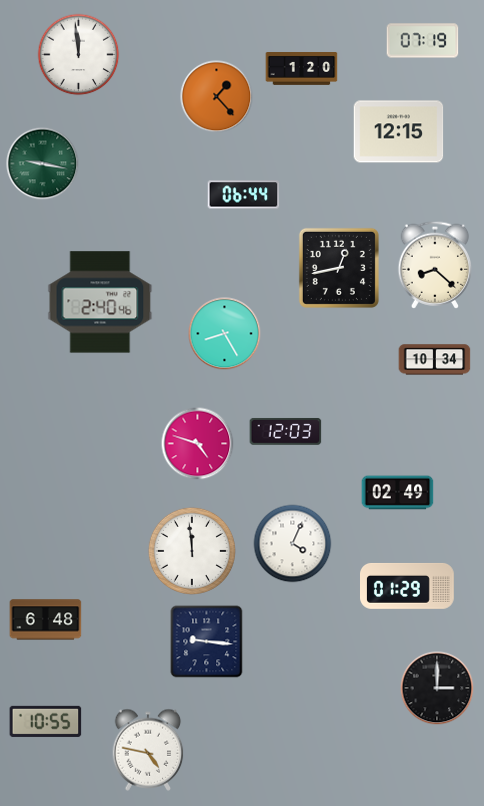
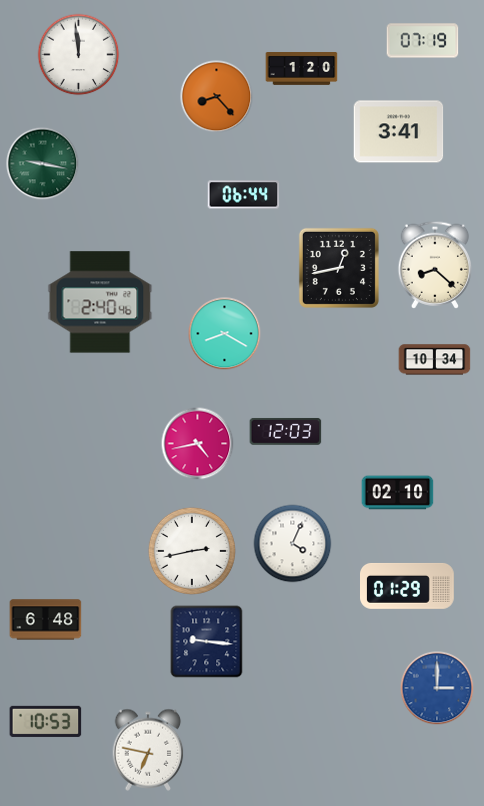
clock at (217, 97): 1:23 -> 8:23
clock at (399, 132): 12:15 -> 3:41
clock at (225, 334): 8:25 -> 8:20
clock at (198, 444): 4:48 -> 4:43
clock at (398, 493): 02:49 -> 02:10
clock at (192, 551): 11:59 -> 2:43
clock at (437, 688) dial: black -> blue
clock at (46, 721): 10:55 -> 10:53
clock at (148, 750): 4:47 -> 6:47
